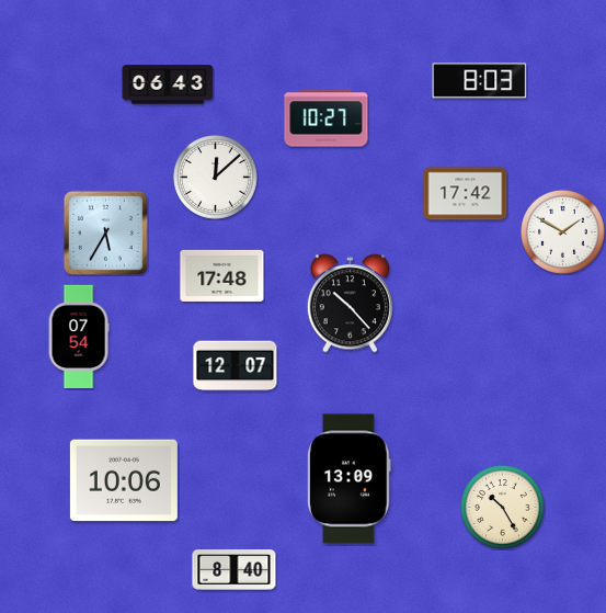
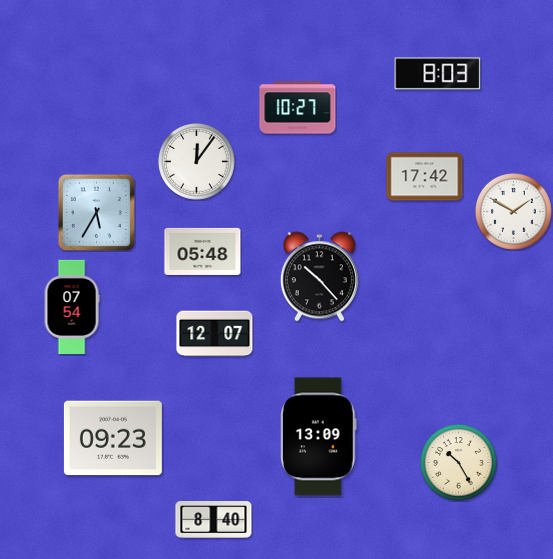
clock at (168, 84): 06:43 -> none
clock at (216, 178): 12:08 -> 12:06
clock at (222, 275): 17:48 -> 05:48
clock at (124, 480): 10:06 -> 09:23
